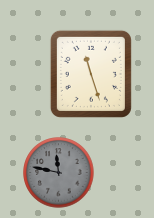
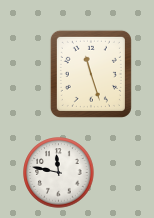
clock at (59, 173) dial: grey -> white
